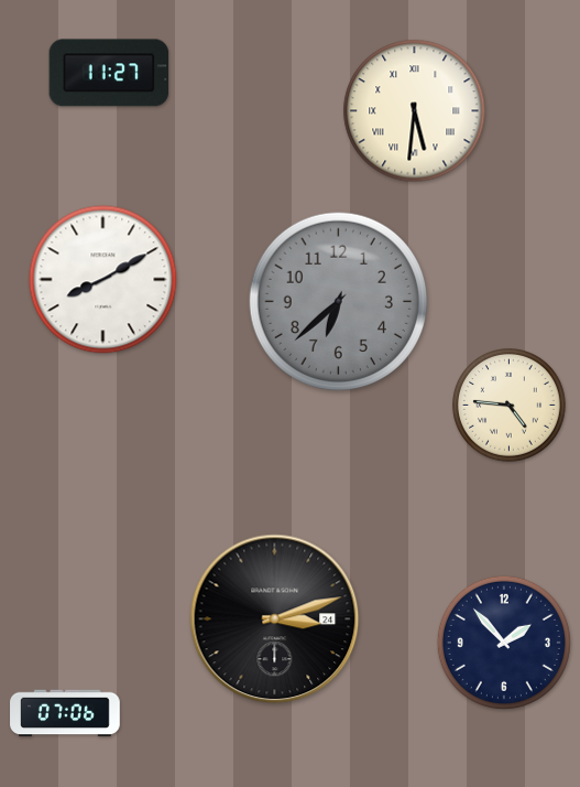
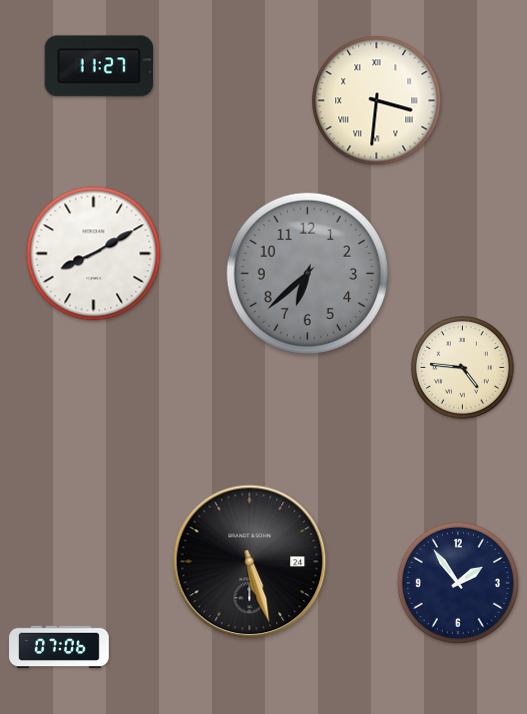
clock at (415, 111): 5:31 -> 3:31
clock at (275, 619): 3:12 -> 5:27
clock at (504, 643): 1:53 -> 1:54
